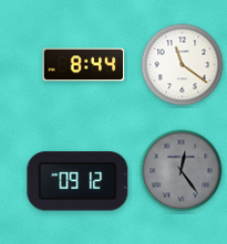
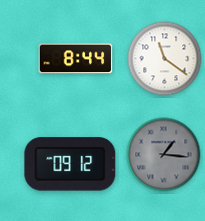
clock at (182, 171): 12:24 -> 1:16
